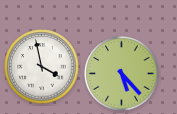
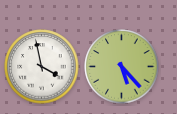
clock at (122, 74) position: (122, 74) -> (122, 67)
